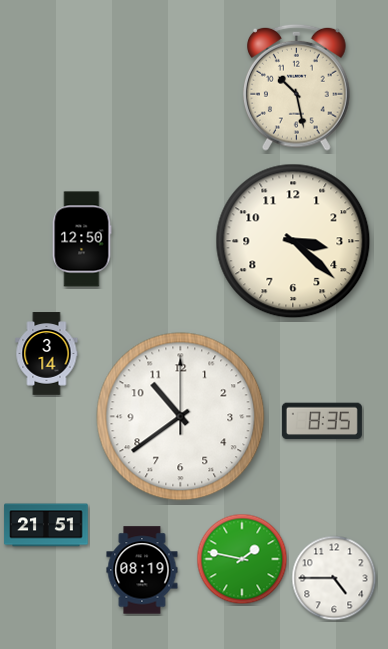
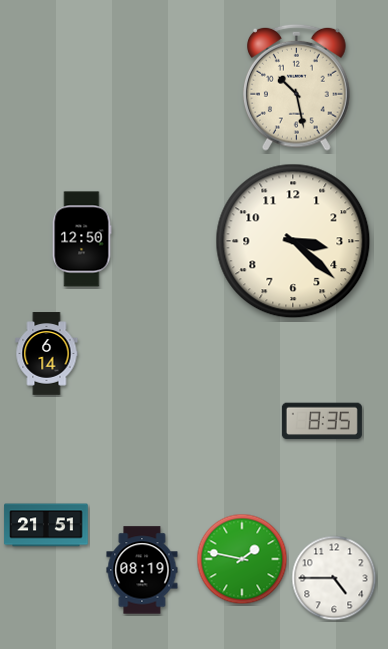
clock at (47, 354): 3:14 -> 6:14
clock at (181, 417): 10:39 -> none
